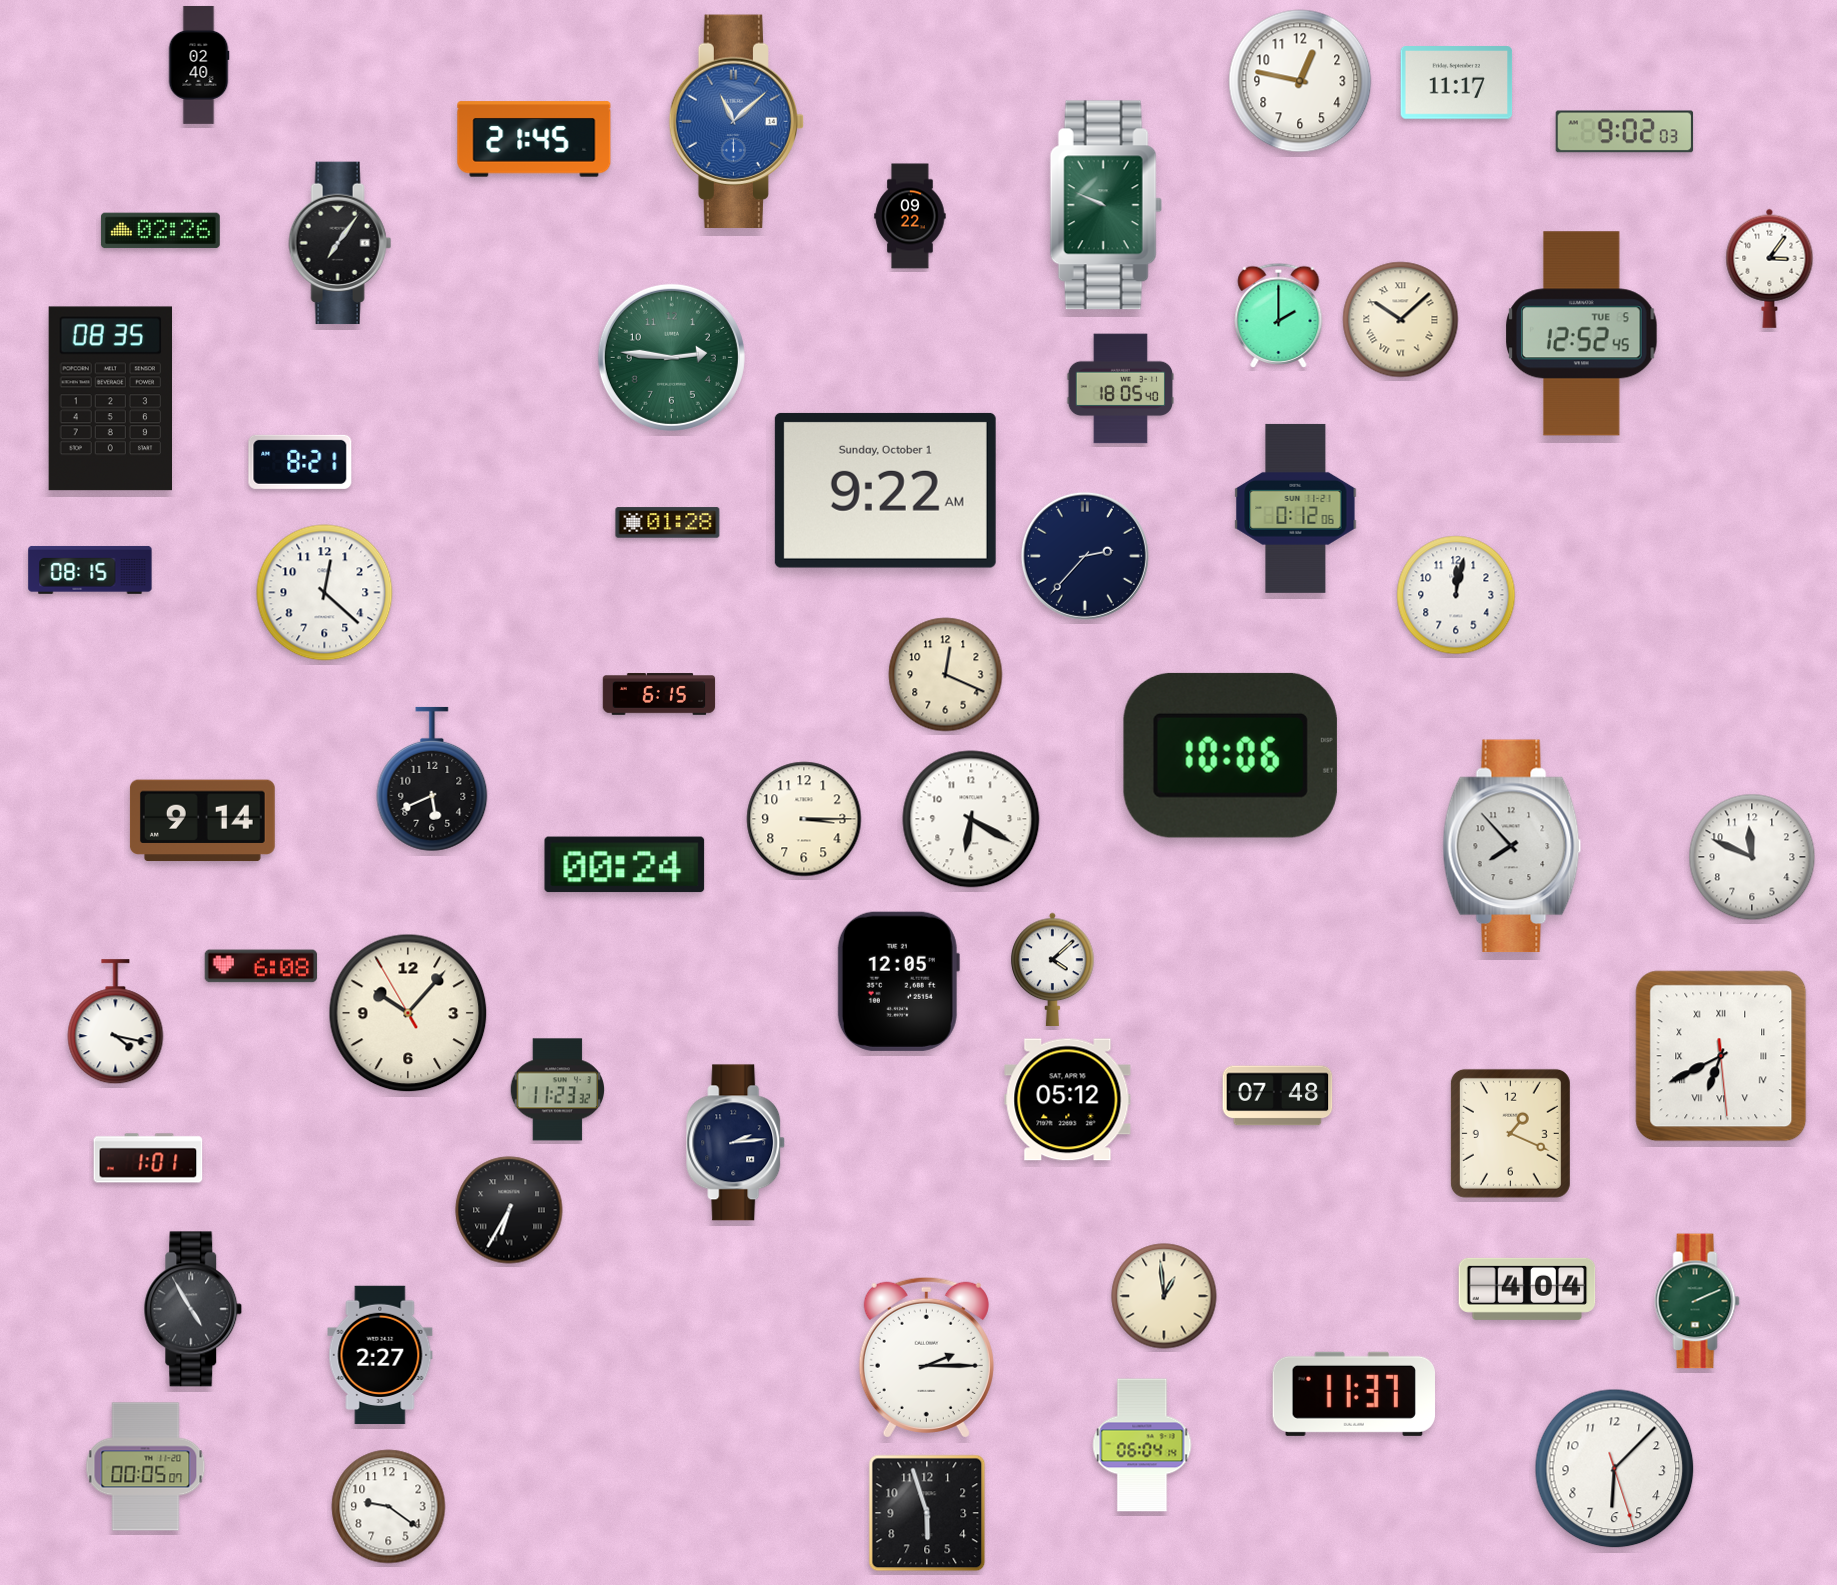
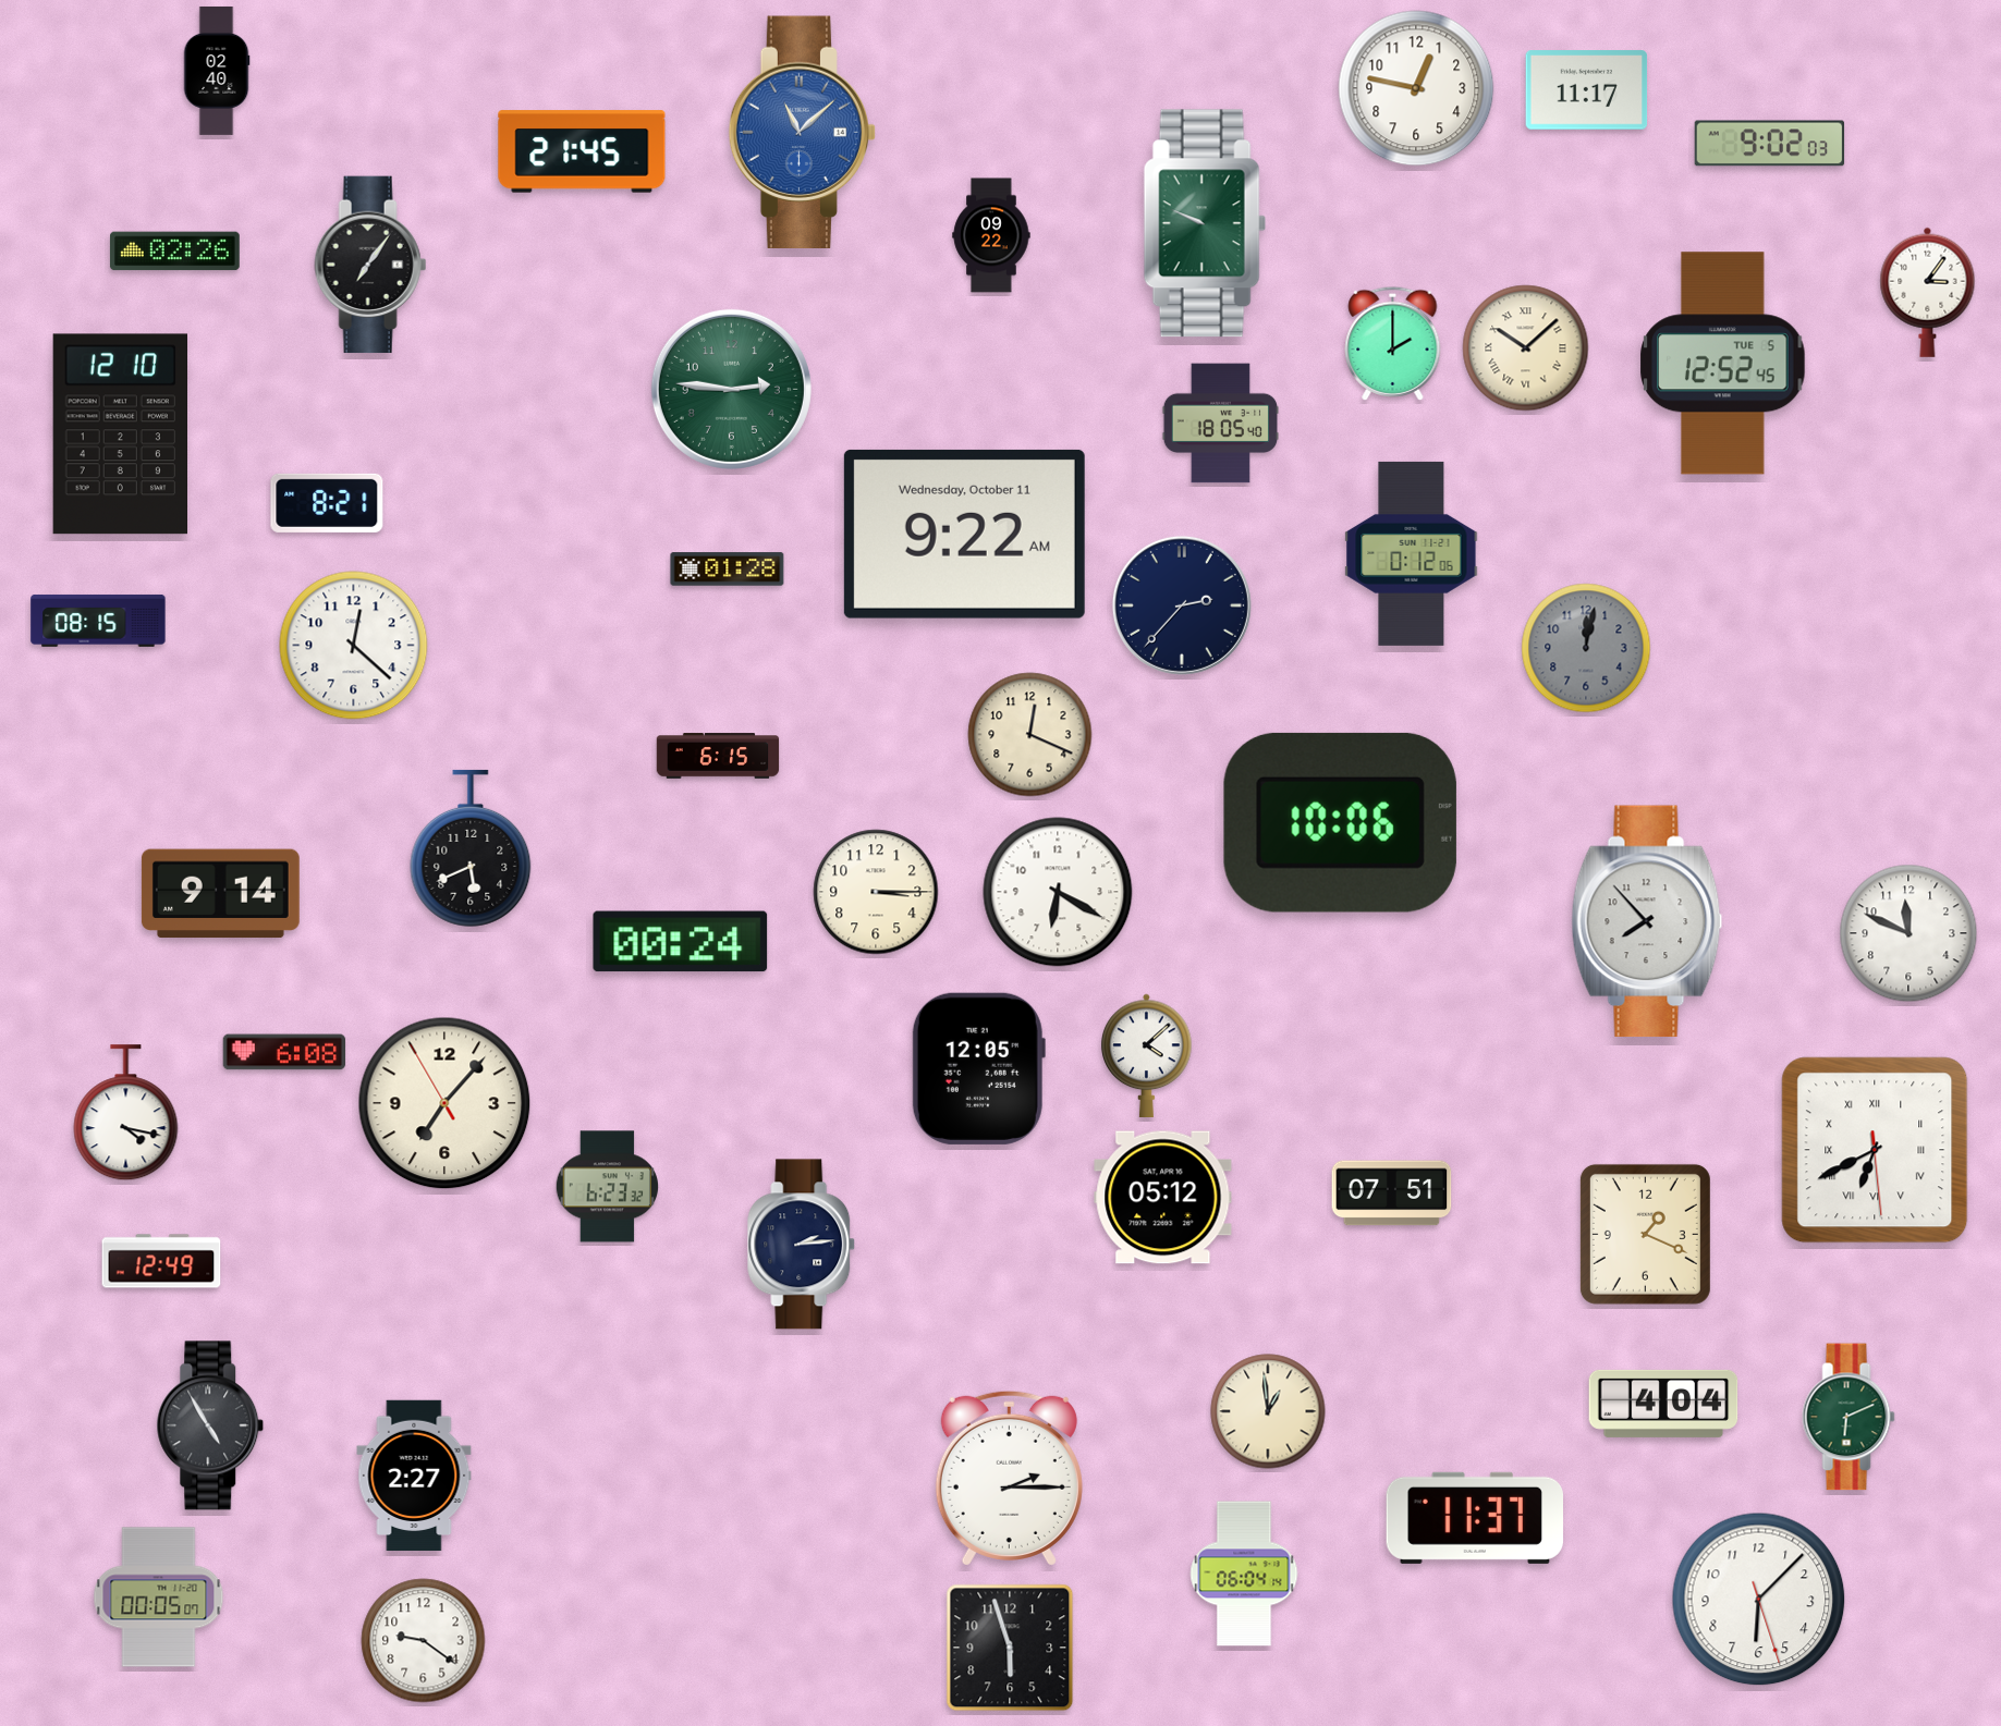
clock at (110, 399): 08:35 -> 12:10
clock at (885, 490) date: Sunday, October 1 -> Wednesday, October 11
clock at (1456, 595) dial: white -> grey
clock at (408, 1013): 10:06 -> 7:06
clock at (557, 1090): 11:23 -> 6:23
clock at (1278, 1096): 07:48 -> 07:51
clock at (148, 1158): 1:01 -> 12:49
clock at (509, 1210): 6:35 -> none
clock at (1697, 1301): 2:11 -> 6:11
